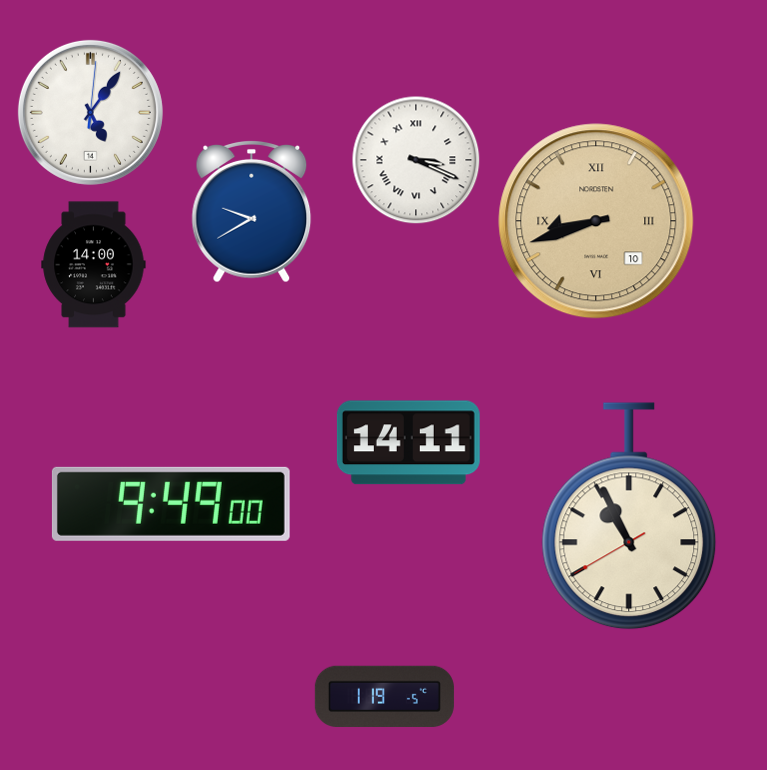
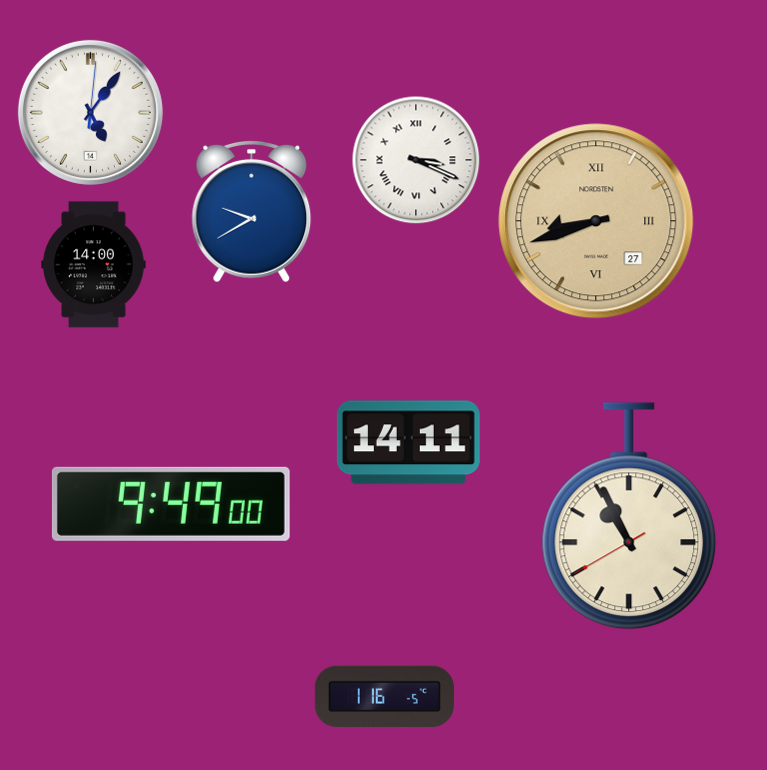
clock at (596, 221) date: 10 -> 27
clock at (384, 696): 1:19 -> 1:16
